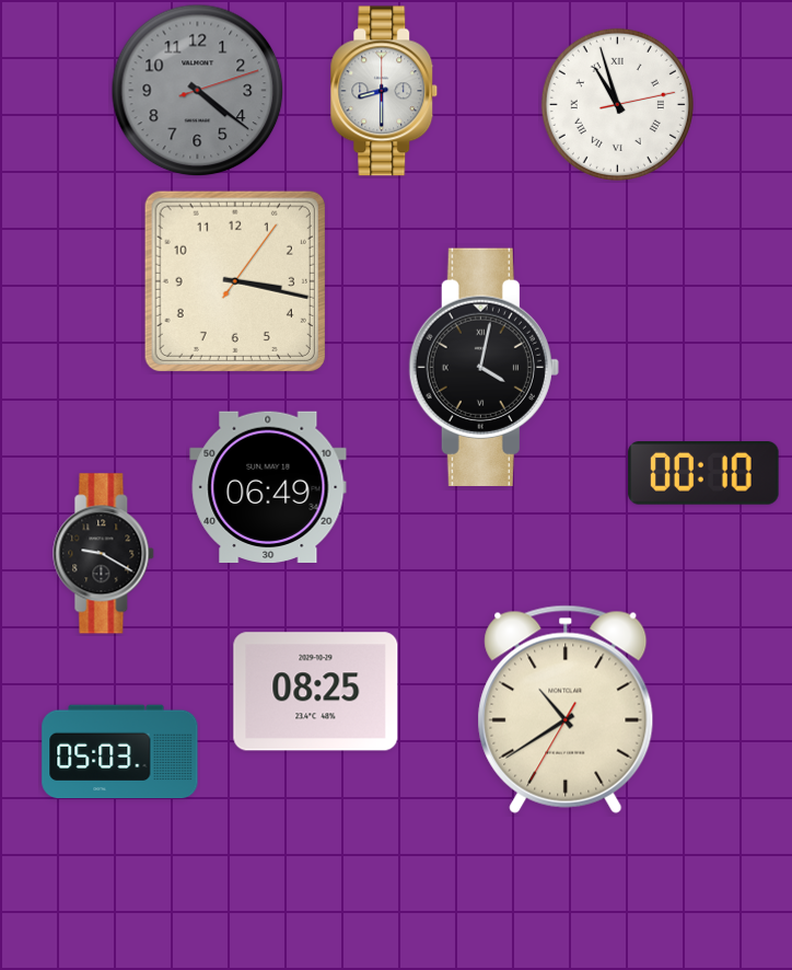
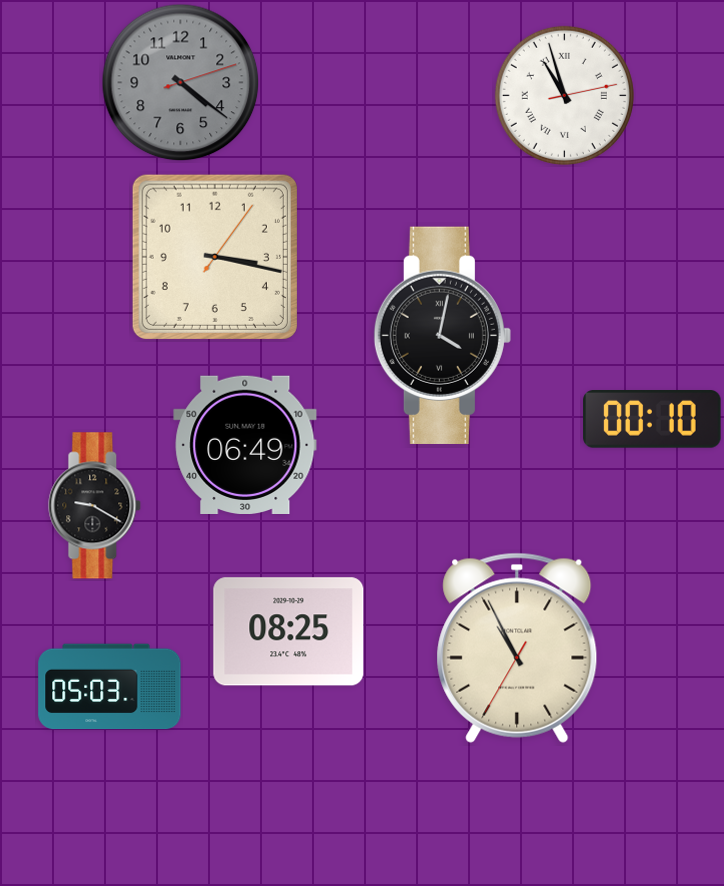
clock at (384, 91): 8:30 -> none
clock at (703, 474) position: (703, 474) -> (652, 420)
clock at (566, 709): 10:39 -> 10:55
